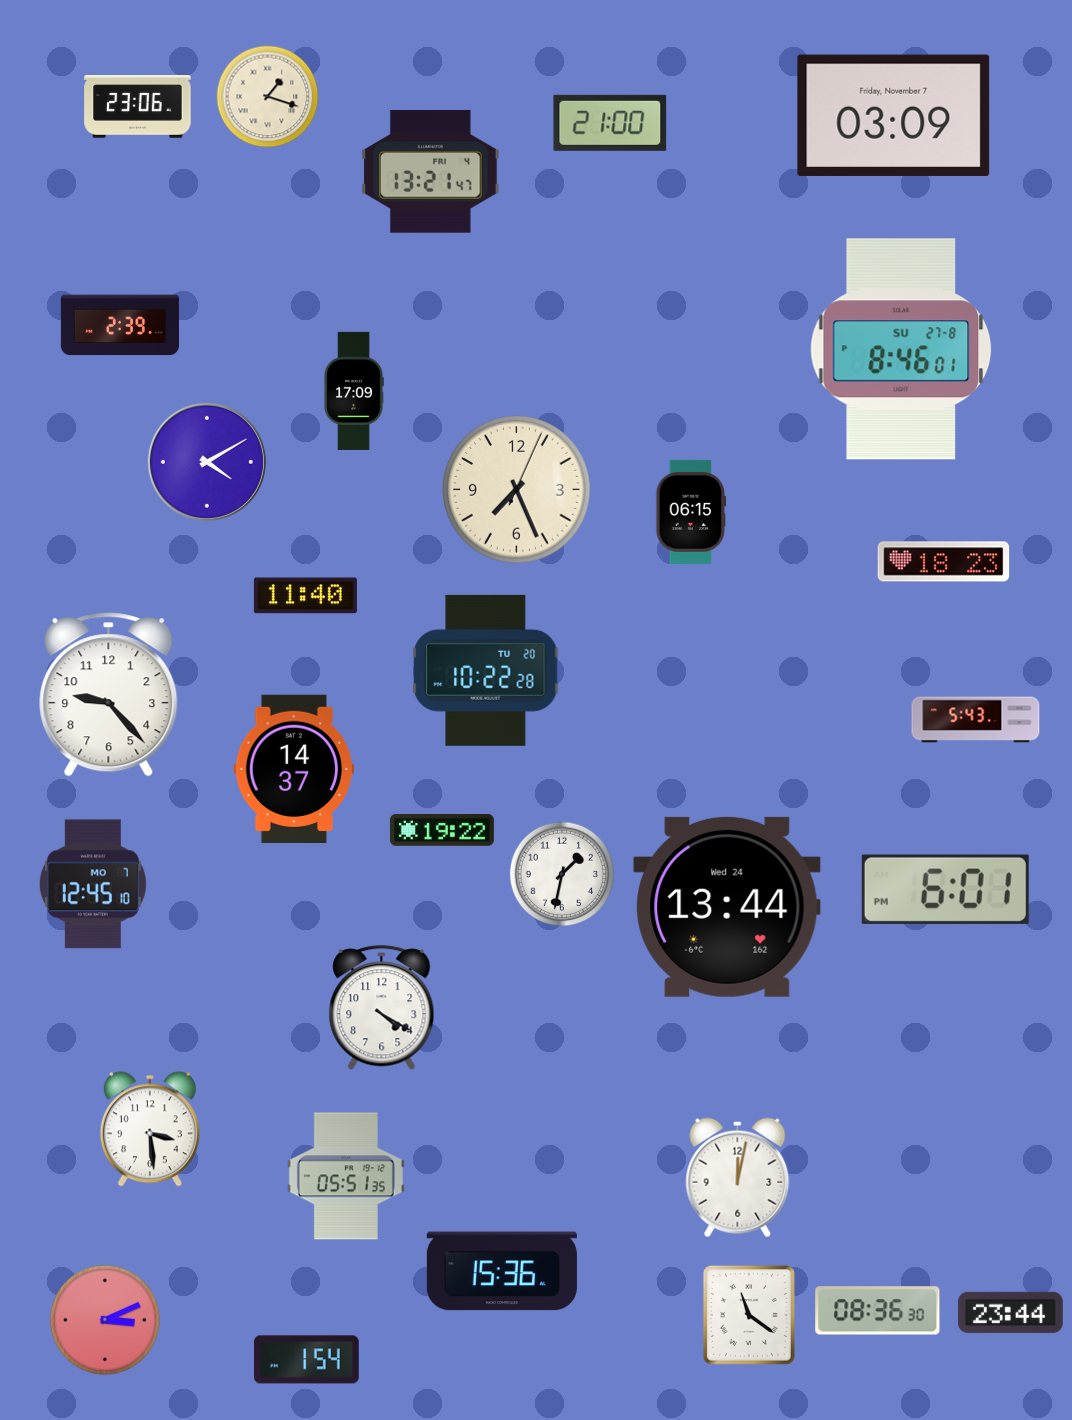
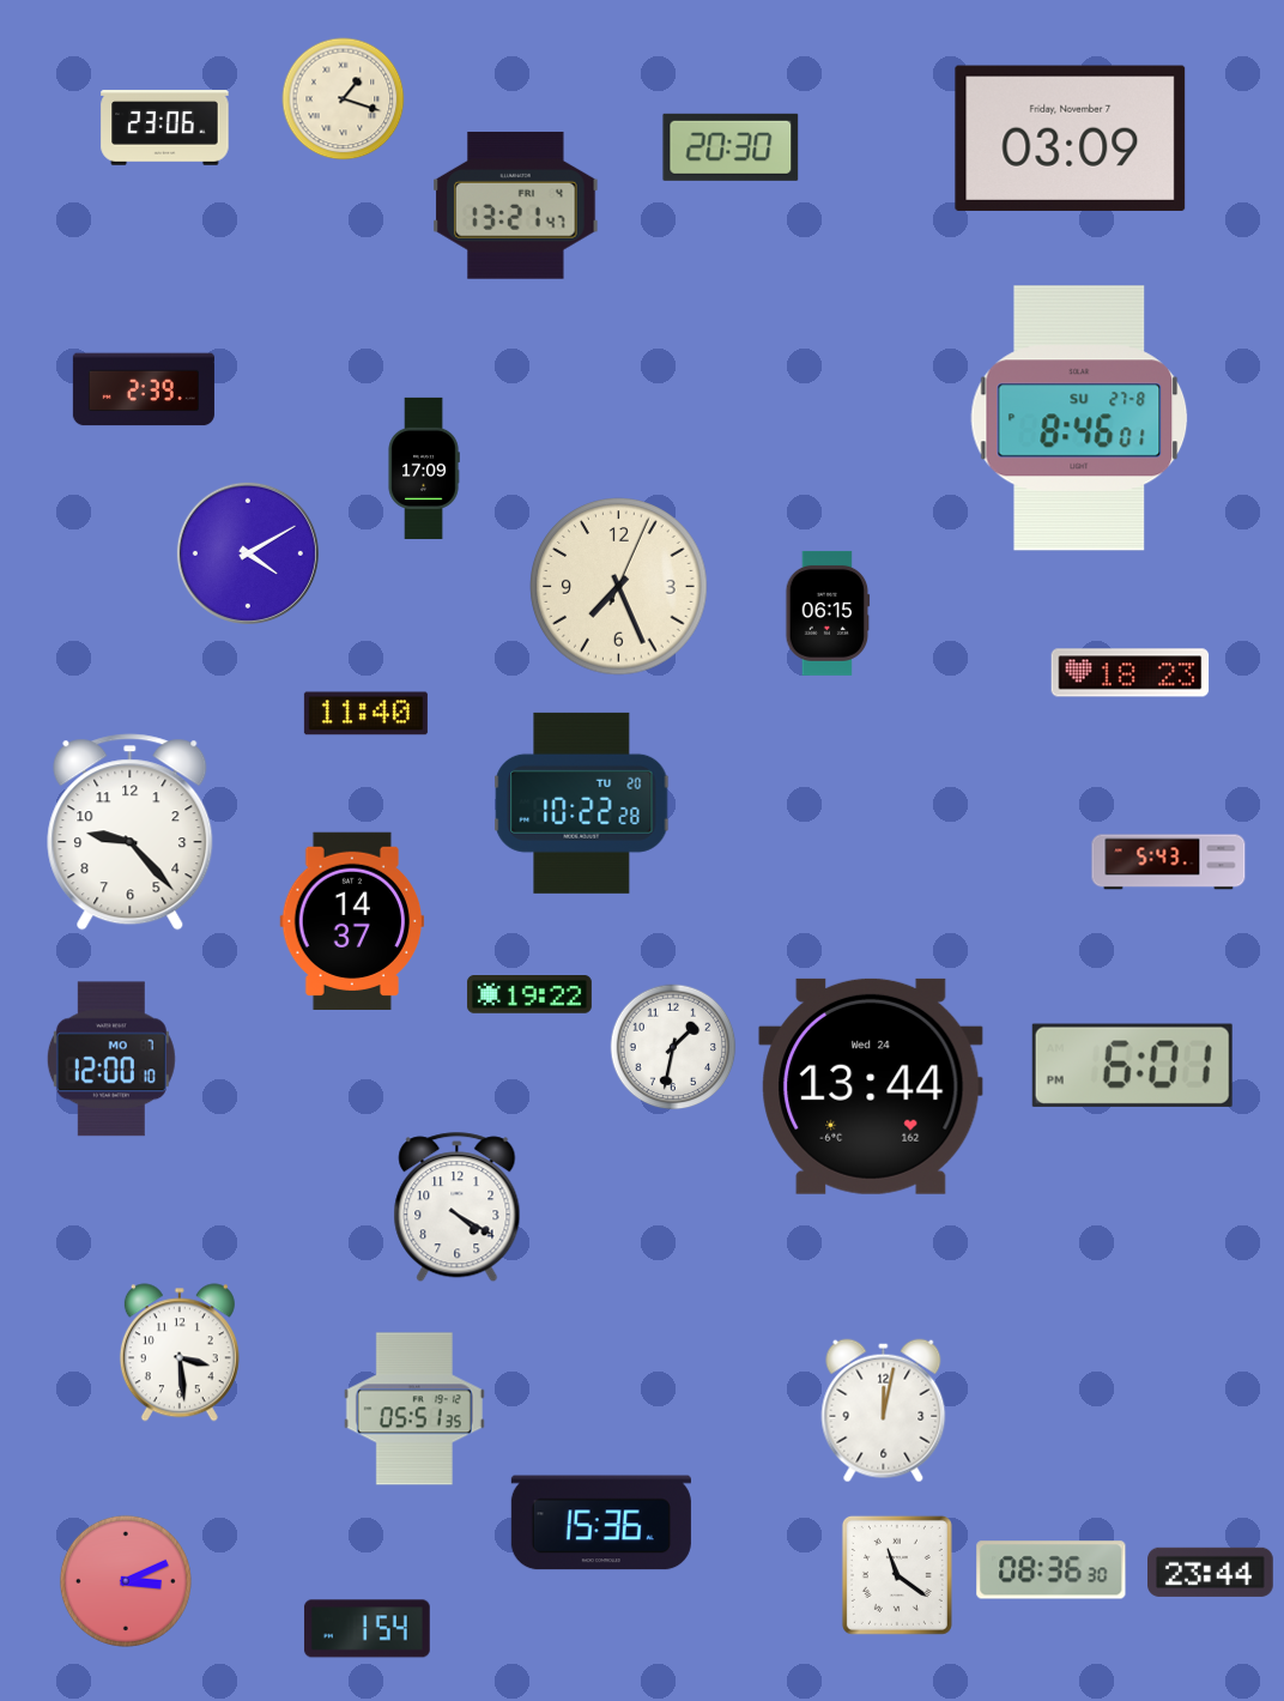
clock at (268, 97) position: (268, 97) -> (344, 99)
clock at (610, 123): 21:00 -> 20:30
clock at (93, 884): 12:45 -> 12:00
